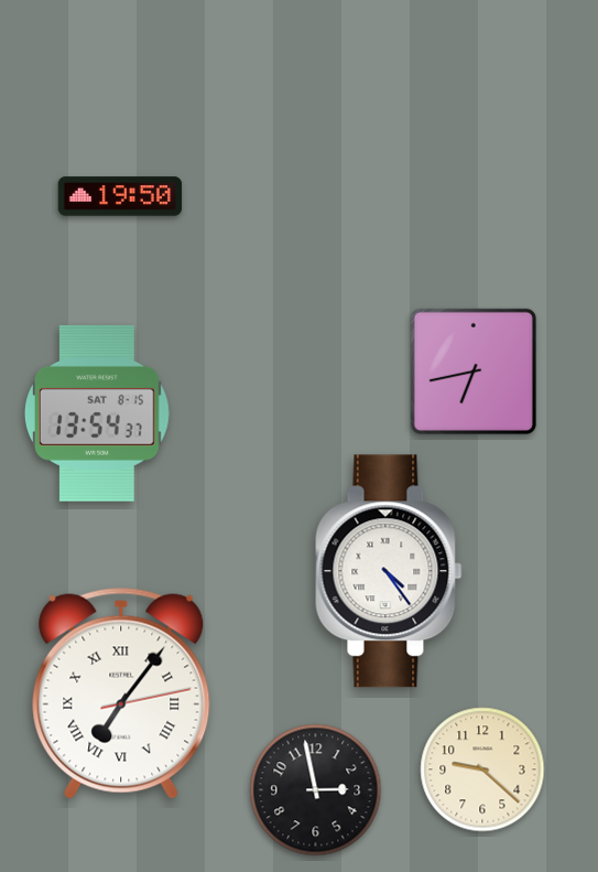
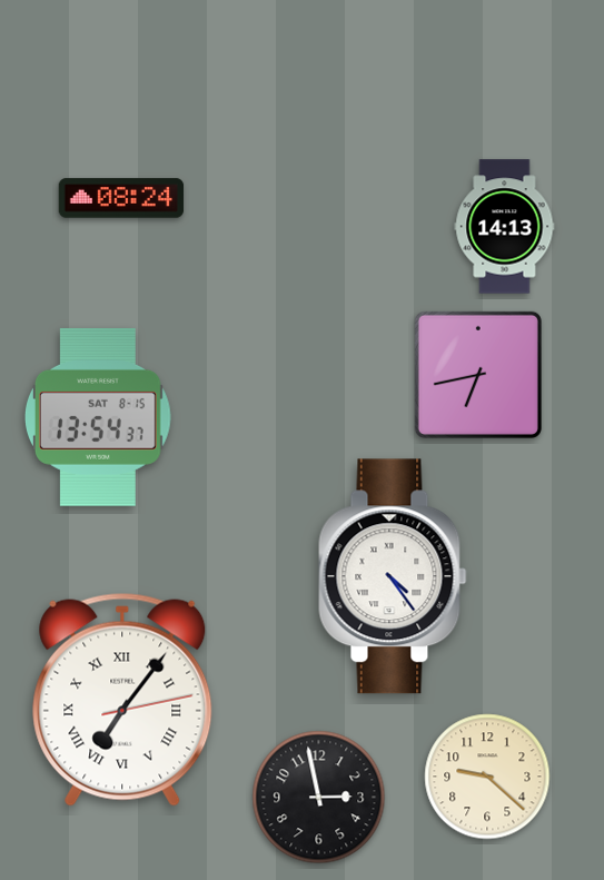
clock at (120, 196): 19:50 -> 08:24
clock at (505, 227): none -> 14:13
